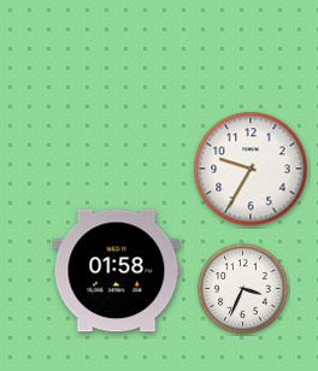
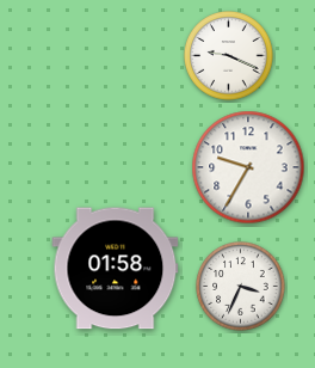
clock at (229, 56): none -> 9:19
